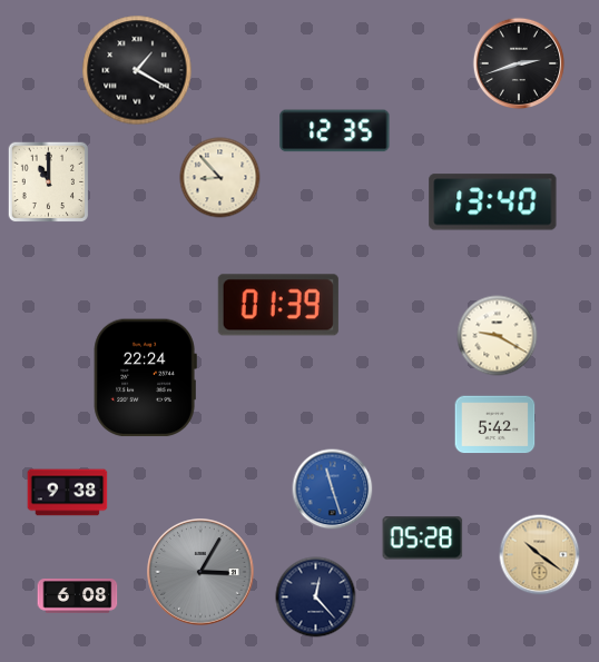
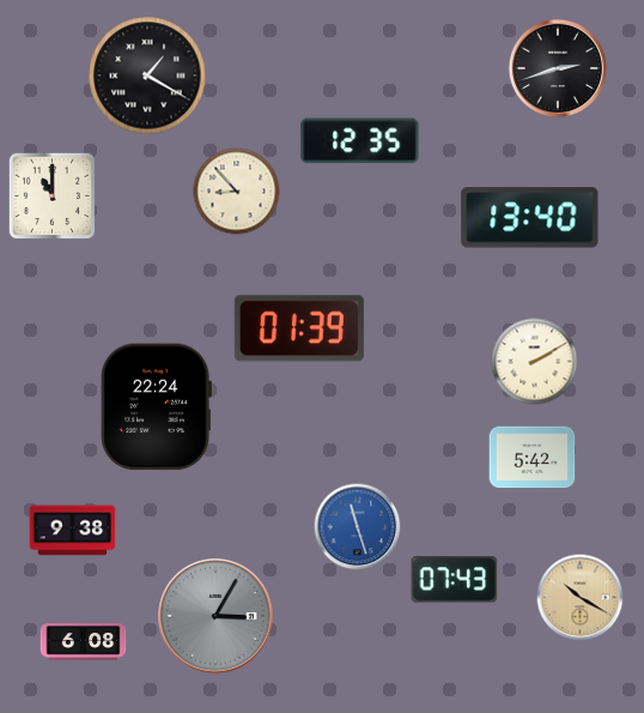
clock at (498, 336): 9:20 -> 2:10
clock at (423, 539): 05:28 -> 07:43
clock at (540, 555): 10:21 -> 10:20
clock at (316, 597): 12:23 -> none
